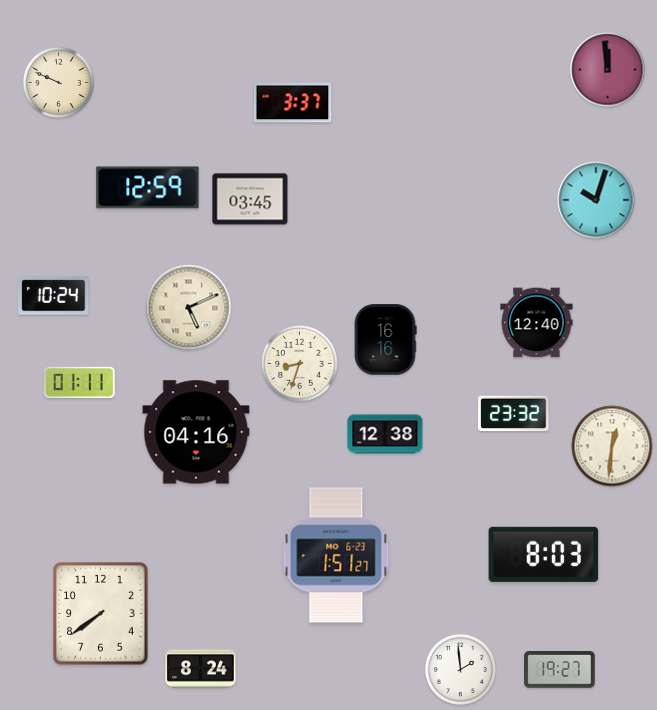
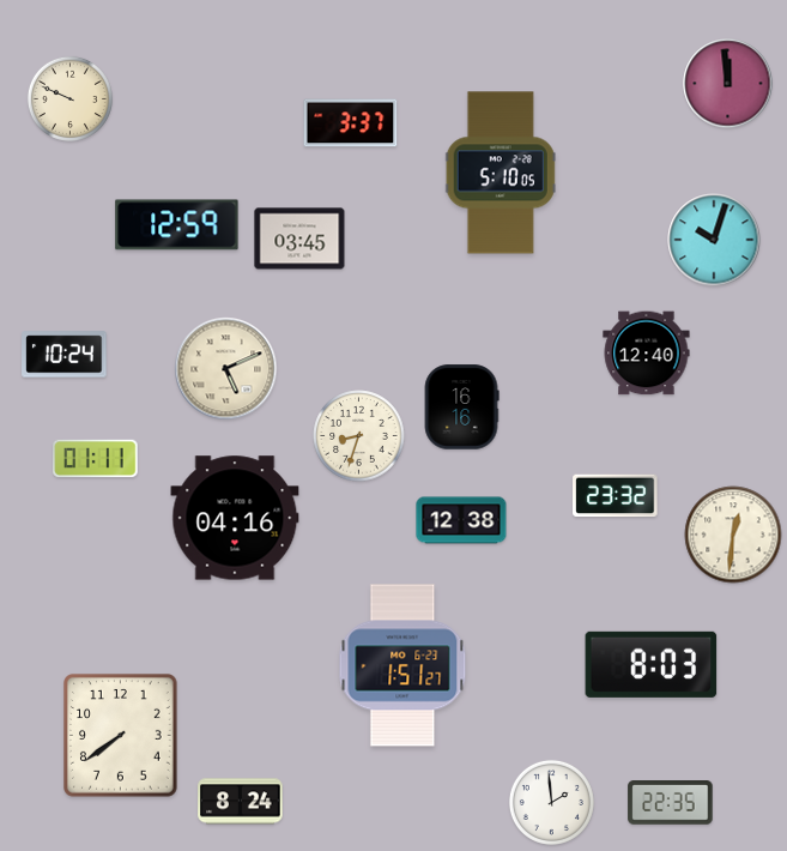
clock at (501, 173): none -> 5:10
clock at (537, 323) position: (537, 323) -> (647, 354)
clock at (560, 670): 19:27 -> 22:35
